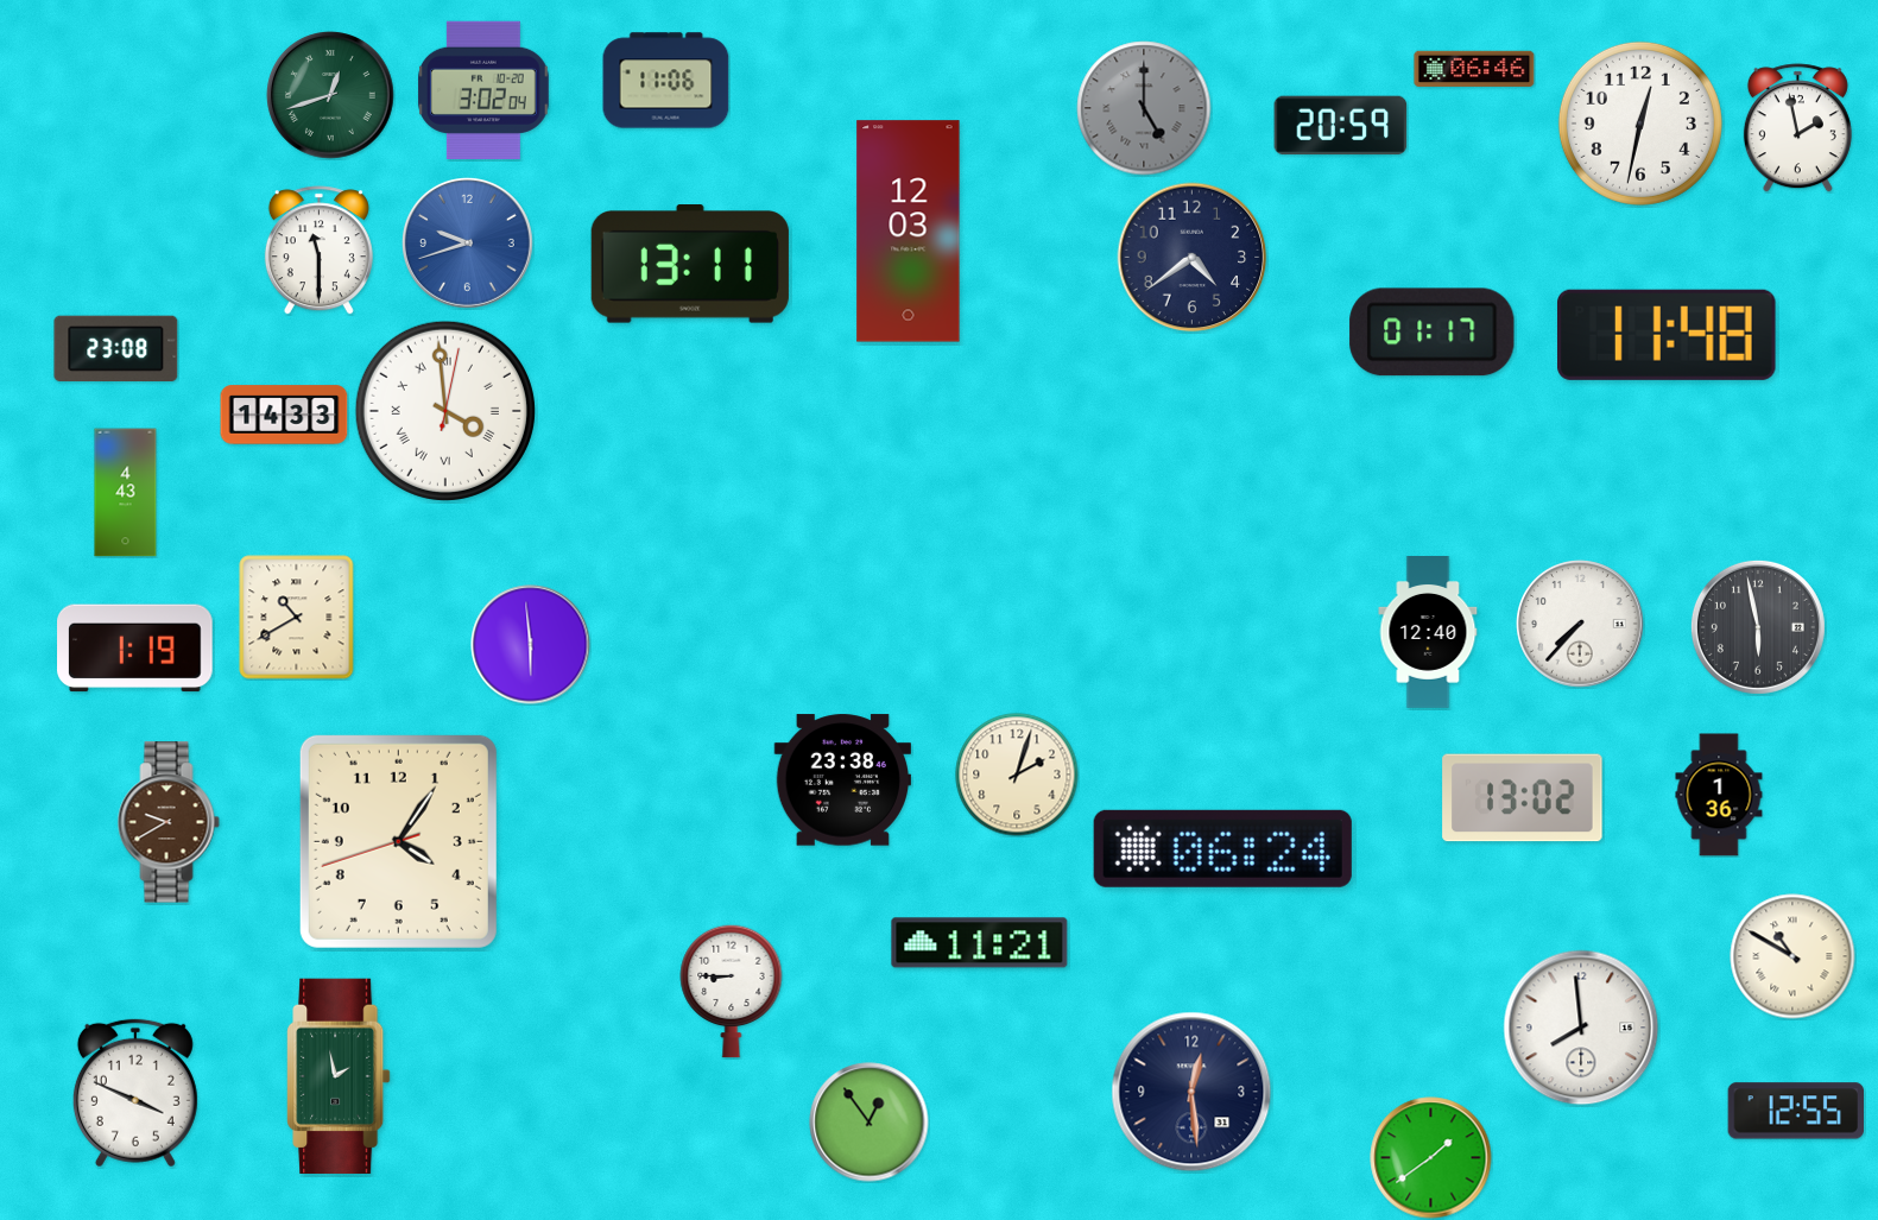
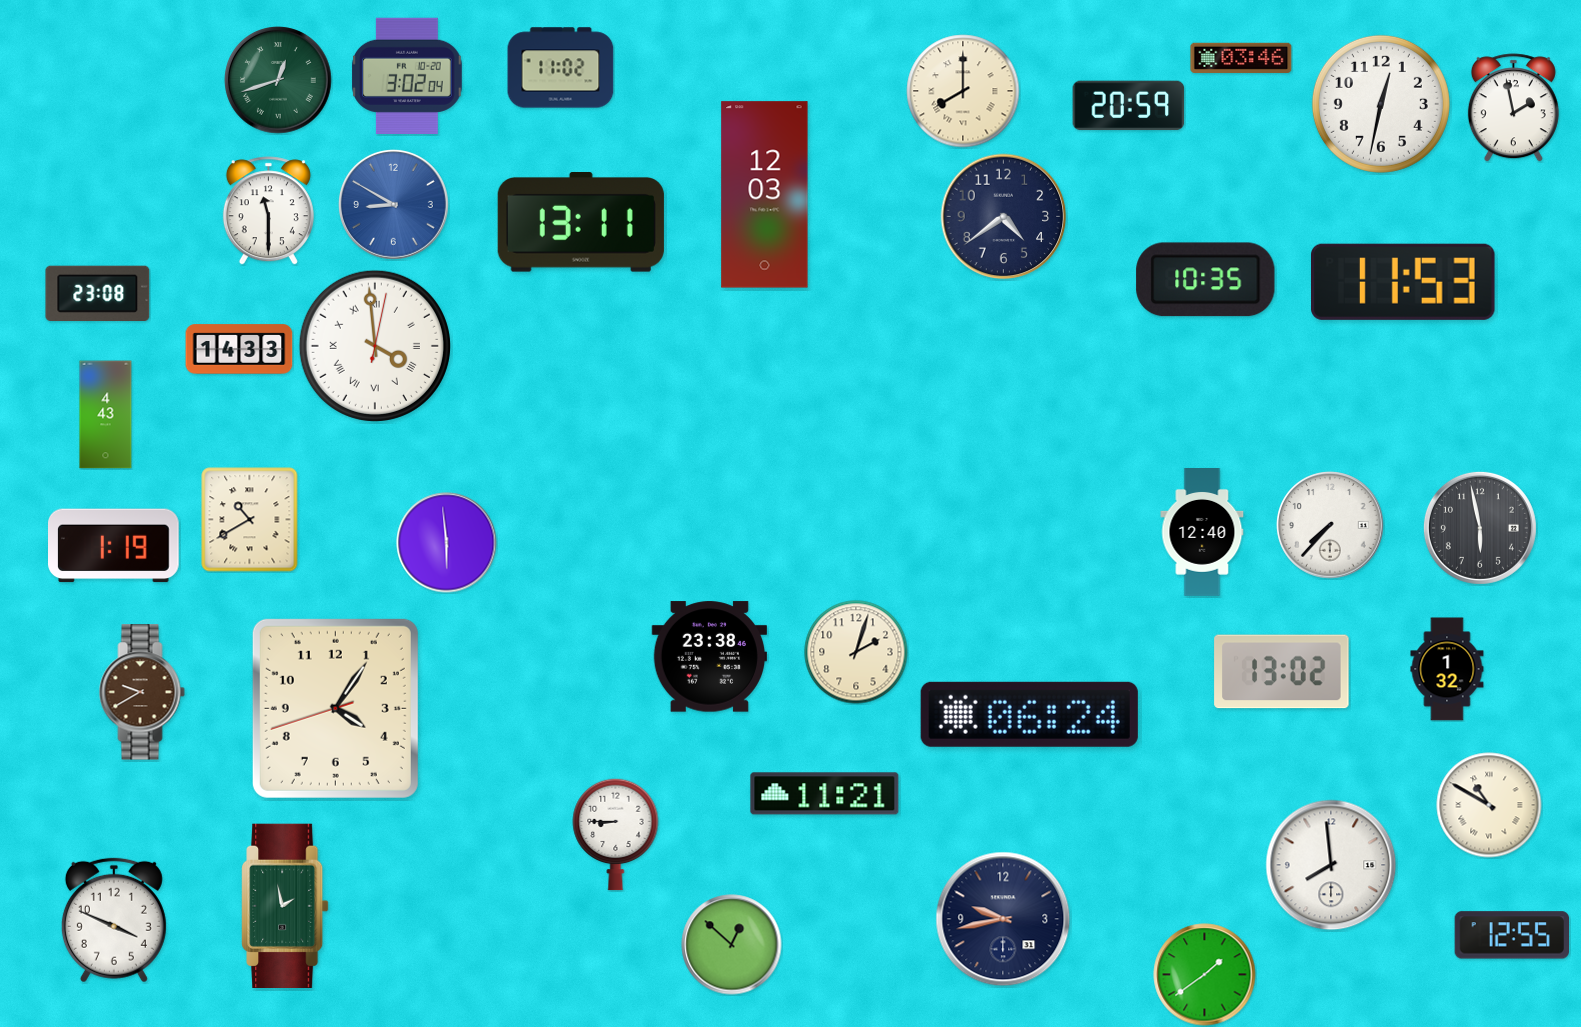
clock at (1474, 69): 06:46 -> 03:46
clock at (666, 81): 11:06 -> 11:02
clock at (1144, 108): 5:00 -> 8:00
clock at (1144, 108) dial: grey -> cream
clock at (467, 242): 9:42 -> 8:50
clock at (1433, 333): 01:17 -> 10:35
clock at (1668, 335): 11:48 -> 11:53
clock at (1719, 795): 1:36 -> 1:32
clock at (1792, 956) position: (1792, 956) -> (1489, 805)
clock at (1191, 1092): 12:29 -> 9:43
clock at (870, 1123): 12:54 -> 12:52
